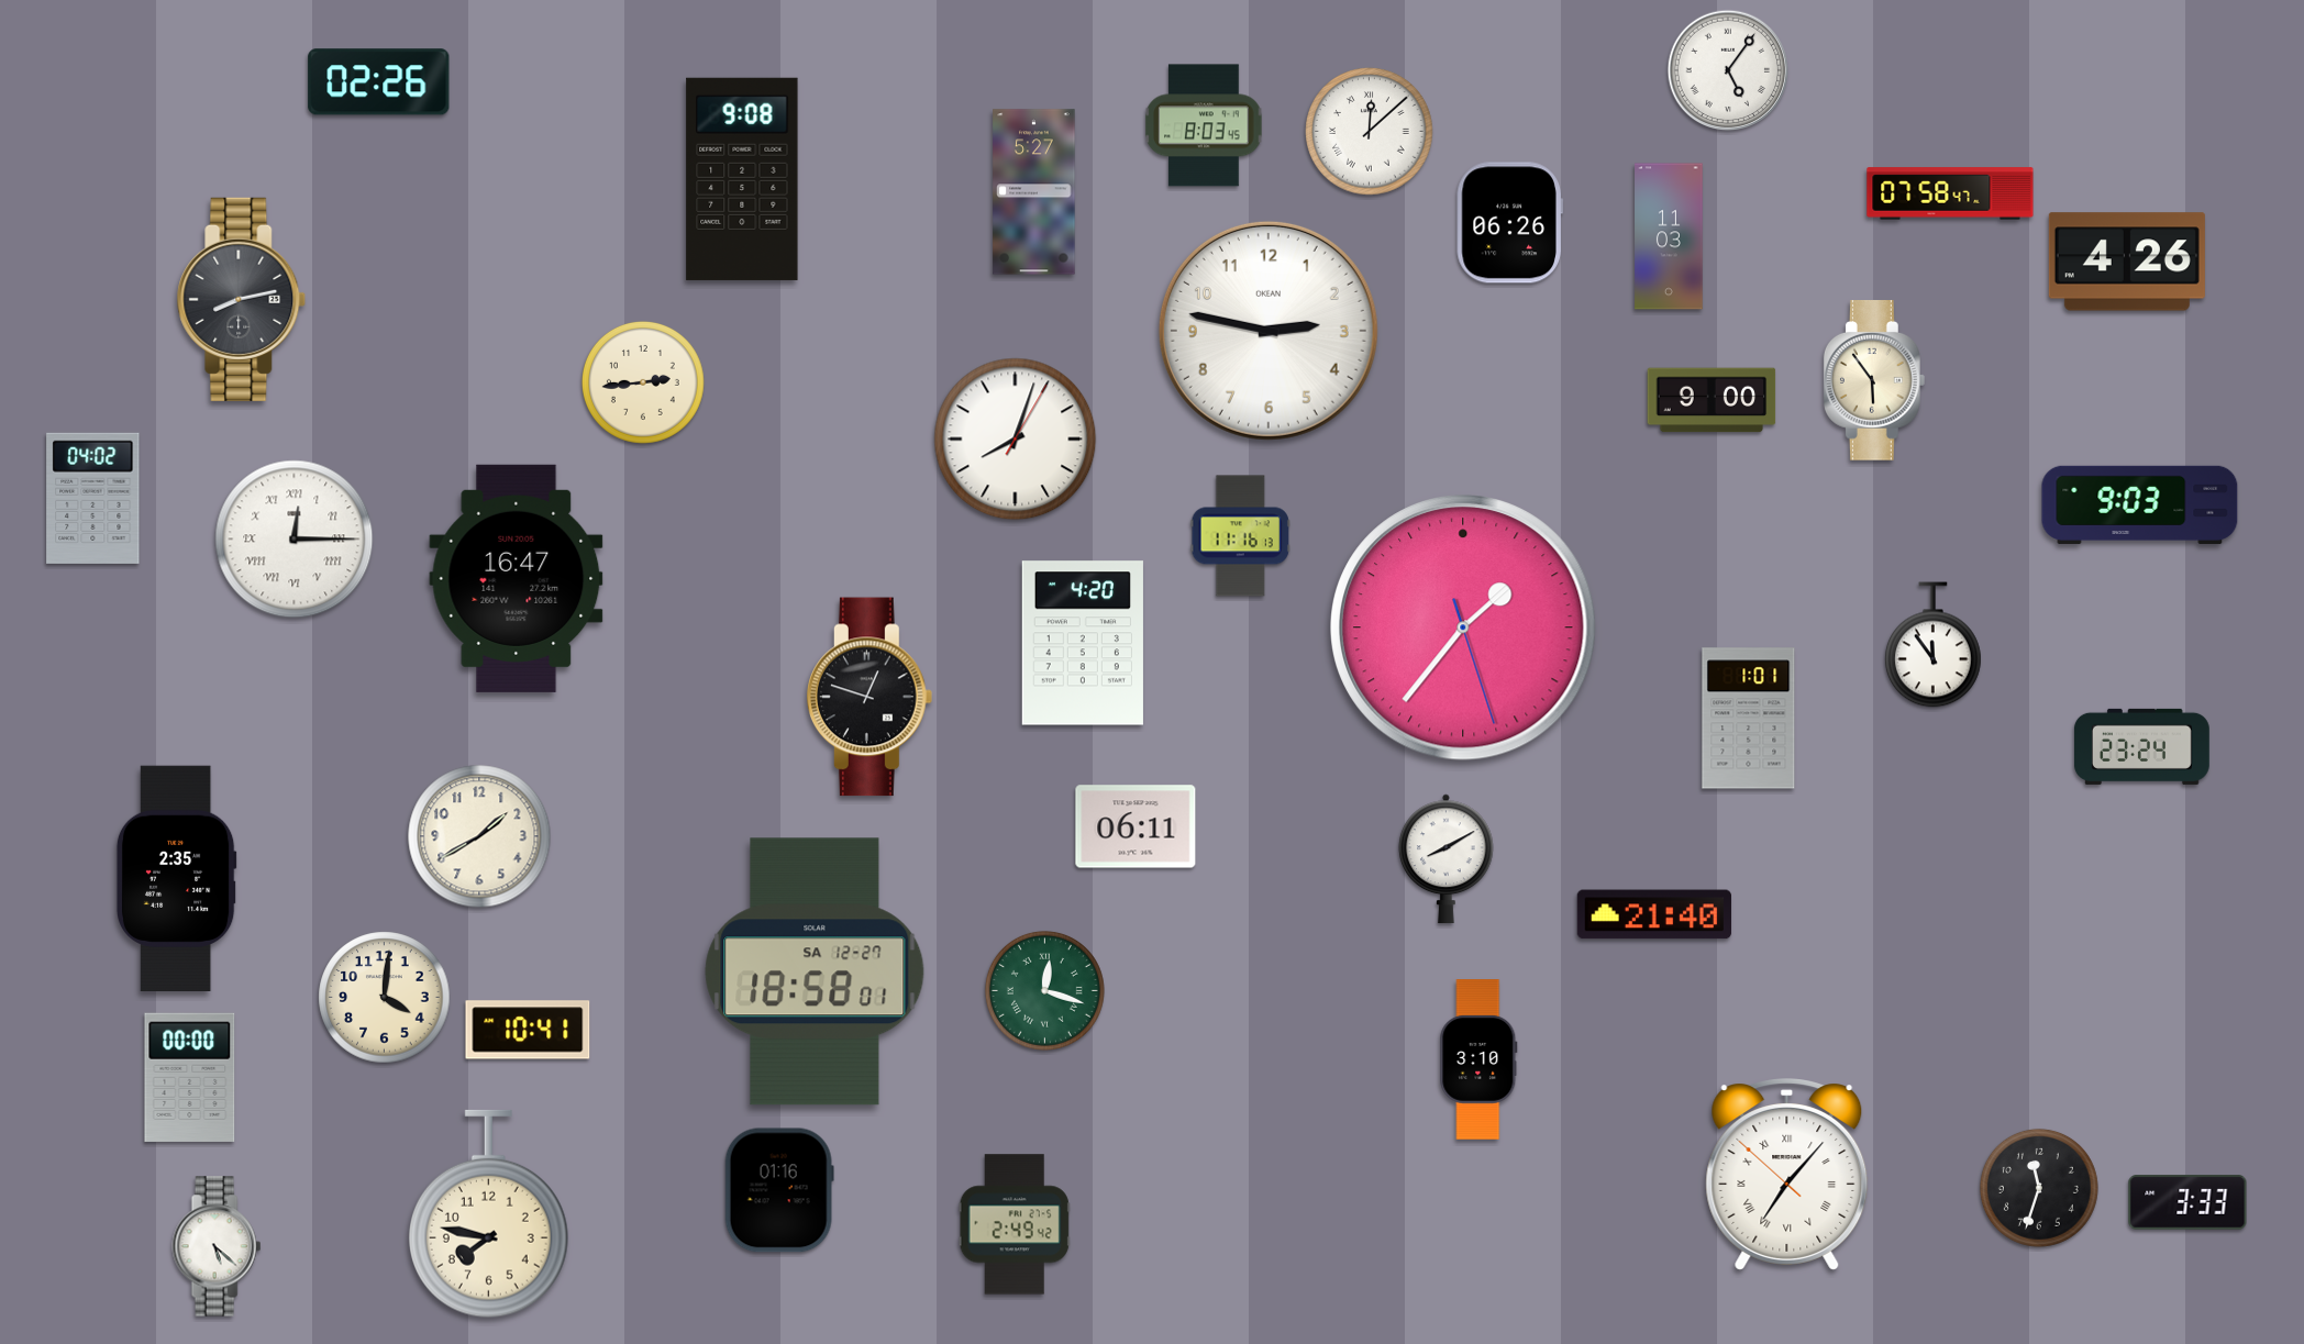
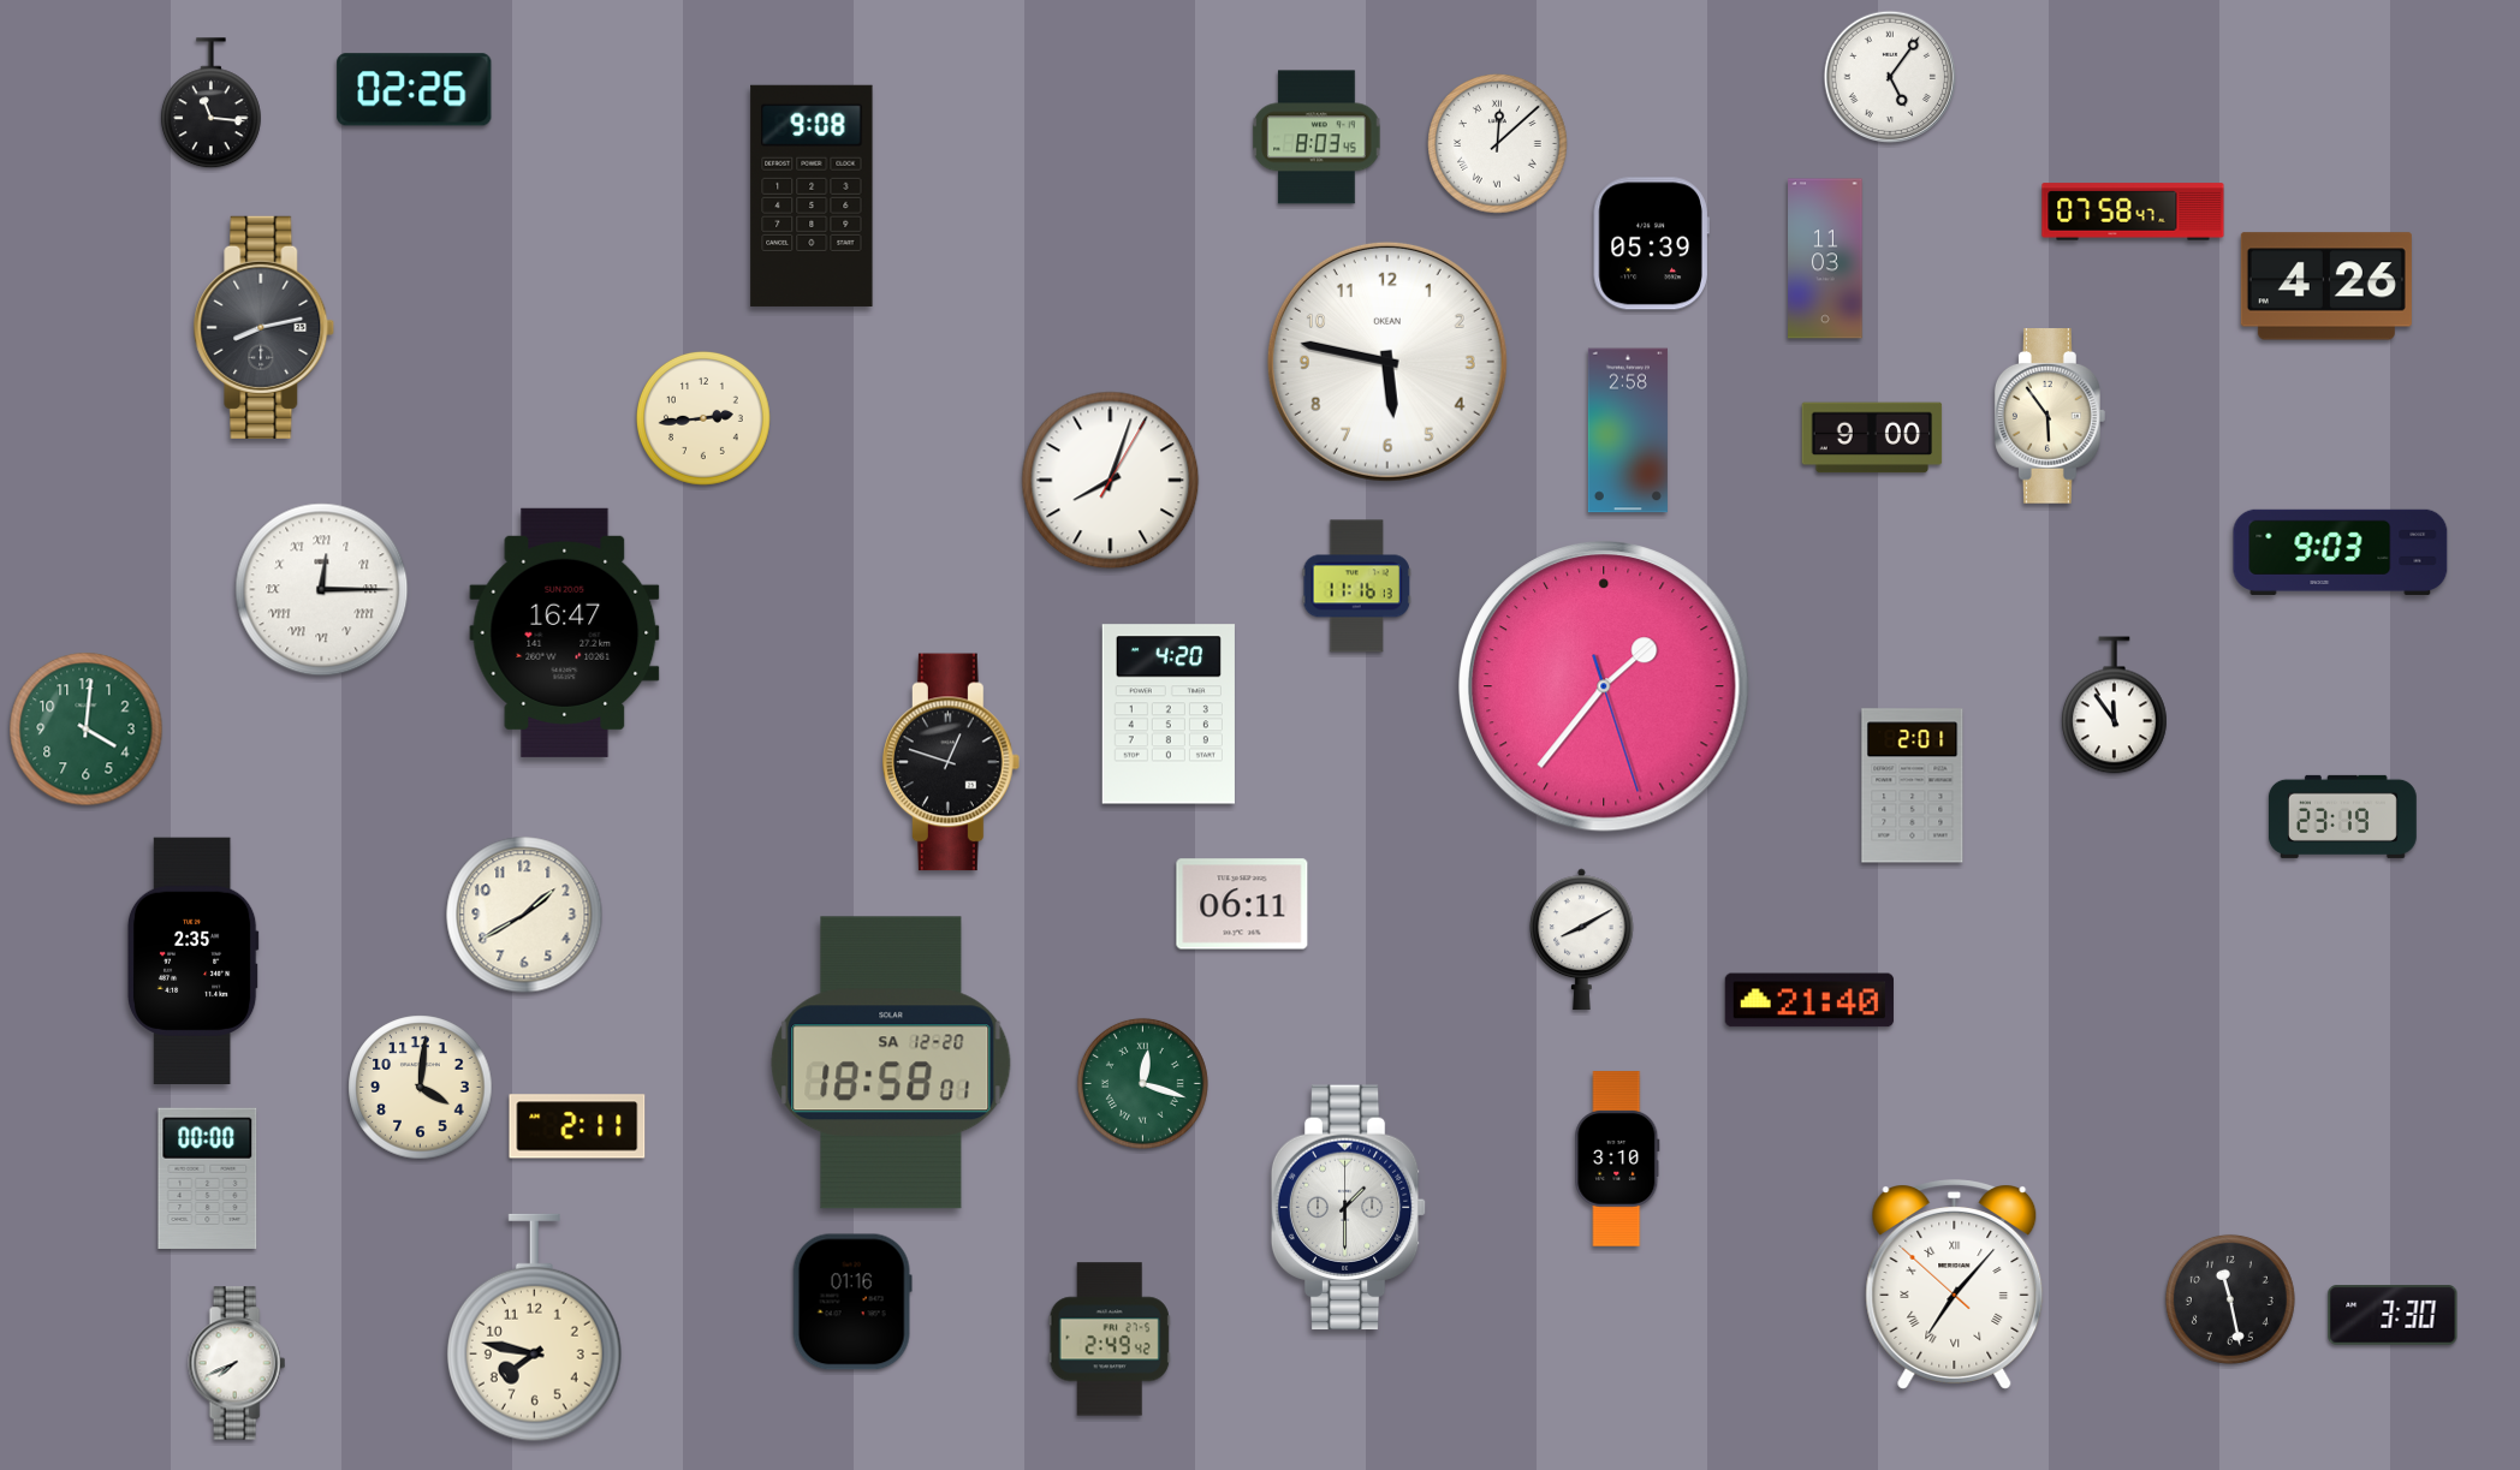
clock at (210, 103): none -> 11:16
clock at (1034, 192): 5:27 -> none
clock at (1509, 223): 06:26 -> 05:39
clock at (1269, 331): 2:47 -> 5:47
clock at (1628, 430): none -> 2:58
clock at (93, 498): 04:02 -> none
clock at (1463, 627) position: (1463, 627) -> (1604, 686)
clock at (1083, 643) position: (1083, 643) -> (1169, 714)
clock at (87, 730): none -> 4:01
clock at (1749, 719): 1:01 -> 2:01
clock at (2141, 746): 23:24 -> 23:19
clock at (815, 971) date: SA 12-27 -> SA 12-20
clock at (385, 998) position: (385, 998) -> (421, 1088)
clock at (528, 1030): 10:41 -> 2:11
clock at (1349, 1208): none -> 1:30
clock at (2039, 1188): 11:33 -> 11:28
clock at (2187, 1202): 3:33 -> 3:30
clock at (217, 1246): 5:22 -> 7:41
